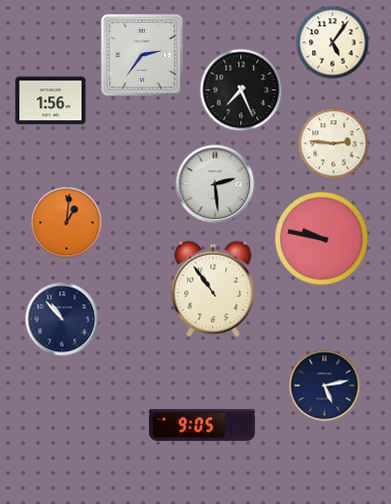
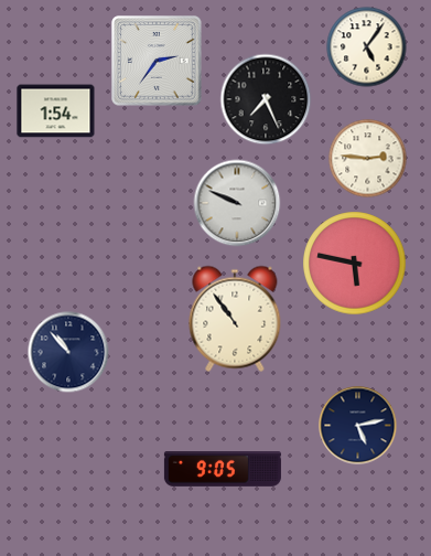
clock at (51, 101): 1:56 -> 1:54
clock at (215, 184): 2:29 -> 9:49
clock at (67, 223): 1:01 -> none
clock at (322, 239): 9:47 -> 5:47
